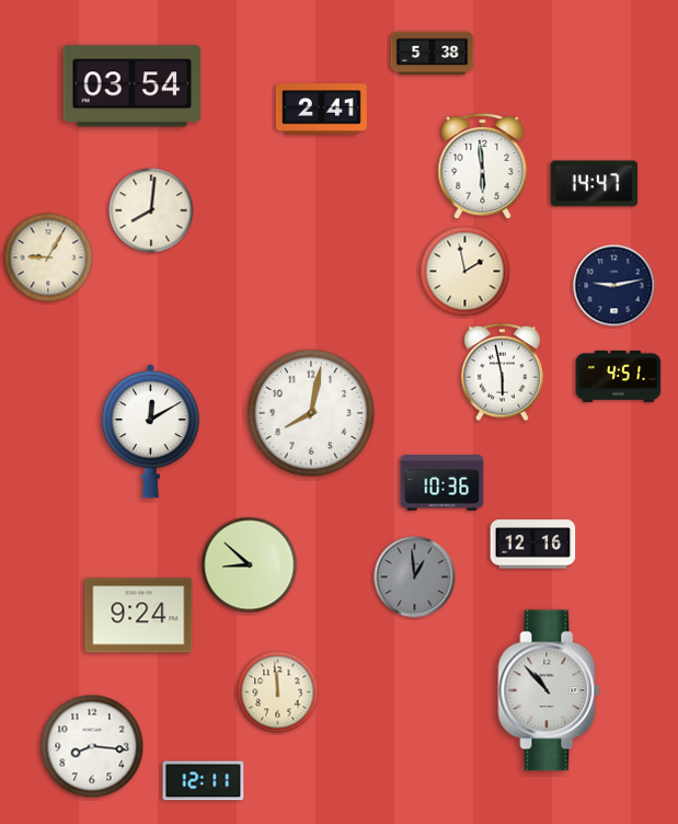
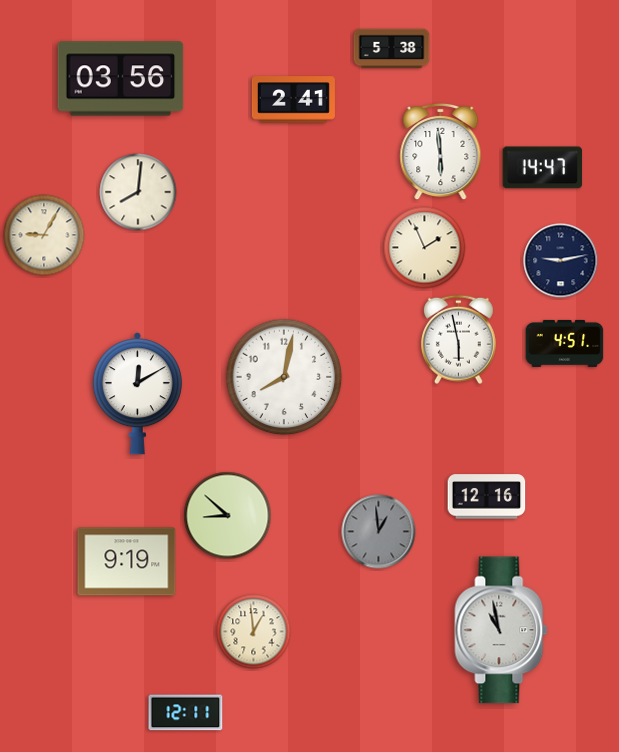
clock at (433, 54) position: (433, 54) -> (392, 49)
clock at (133, 87): 03:54 -> 03:56
clock at (466, 272): 1:58 -> 1:56
clock at (443, 483): 10:36 -> none
clock at (415, 577) position: (415, 577) -> (379, 532)
clock at (139, 616): 9:24 -> 9:19
clock at (549, 690): 10:53 -> 10:58
clock at (278, 693): 11:59 -> 12:59
clock at (92, 746): 8:16 -> none
